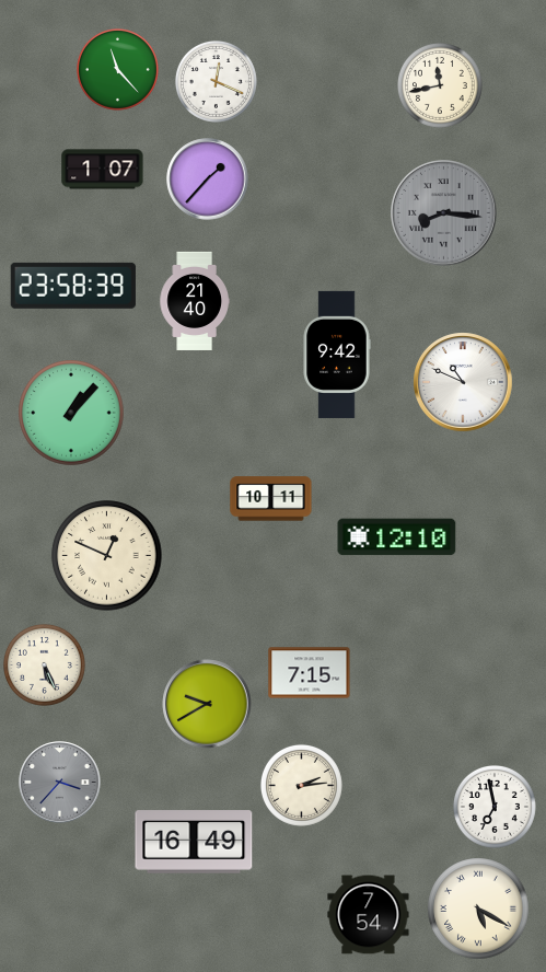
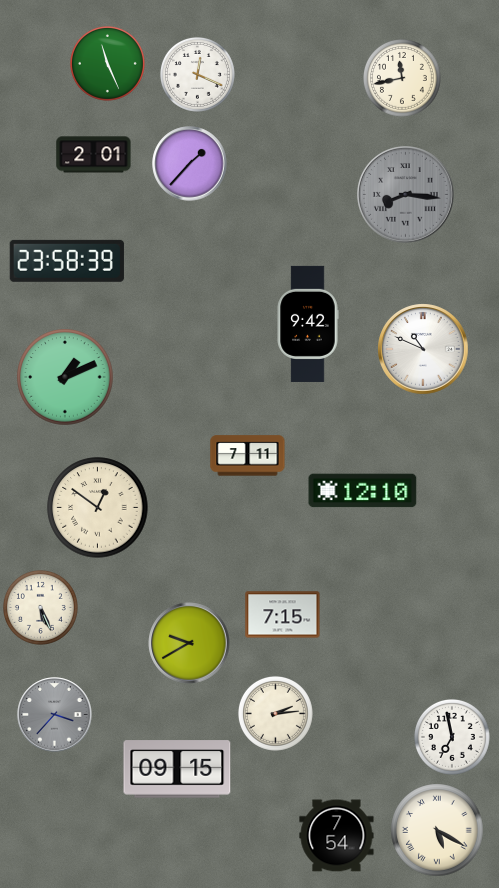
clock at (117, 69): 11:23 -> 11:26
clock at (103, 170): 1:07 -> 2:01
clock at (195, 301): 21:40 -> none
clock at (71, 413): 1:07 -> 1:11
clock at (271, 499): 10:11 -> 7:11
clock at (107, 556): 12:49 -> 12:51
clock at (301, 785) position: (301, 785) -> (275, 713)
clock at (194, 842): 16:49 -> 09:15
